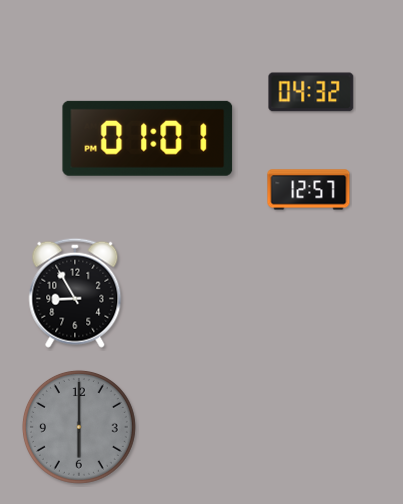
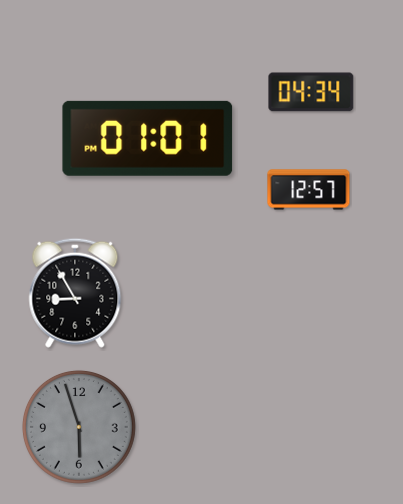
clock at (311, 92): 04:32 -> 04:34
clock at (79, 427): 6:00 -> 5:57
